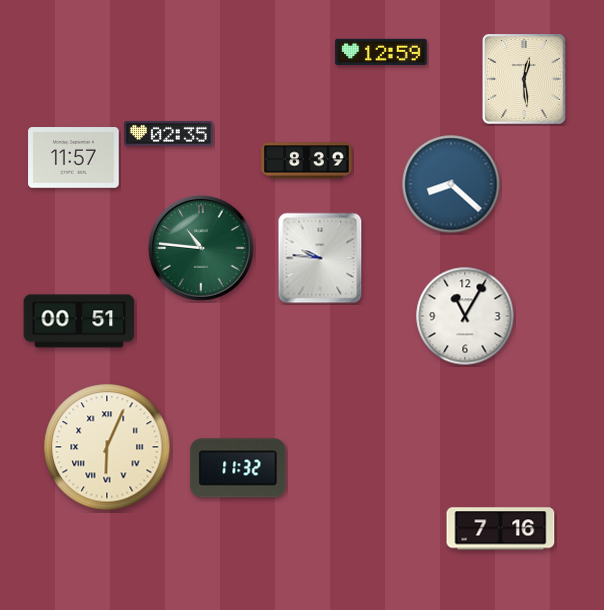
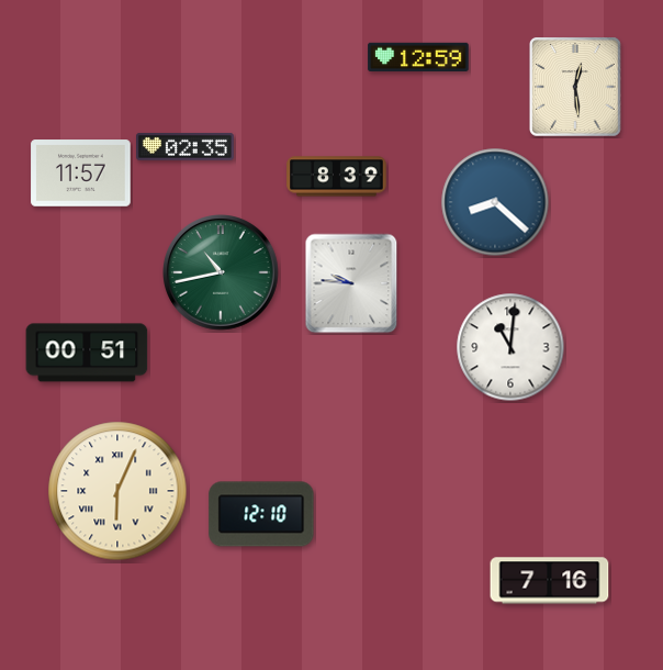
clock at (202, 249): 10:46 -> 10:43
clock at (465, 316): 11:05 -> 11:01
clock at (238, 468): 11:32 -> 12:10
